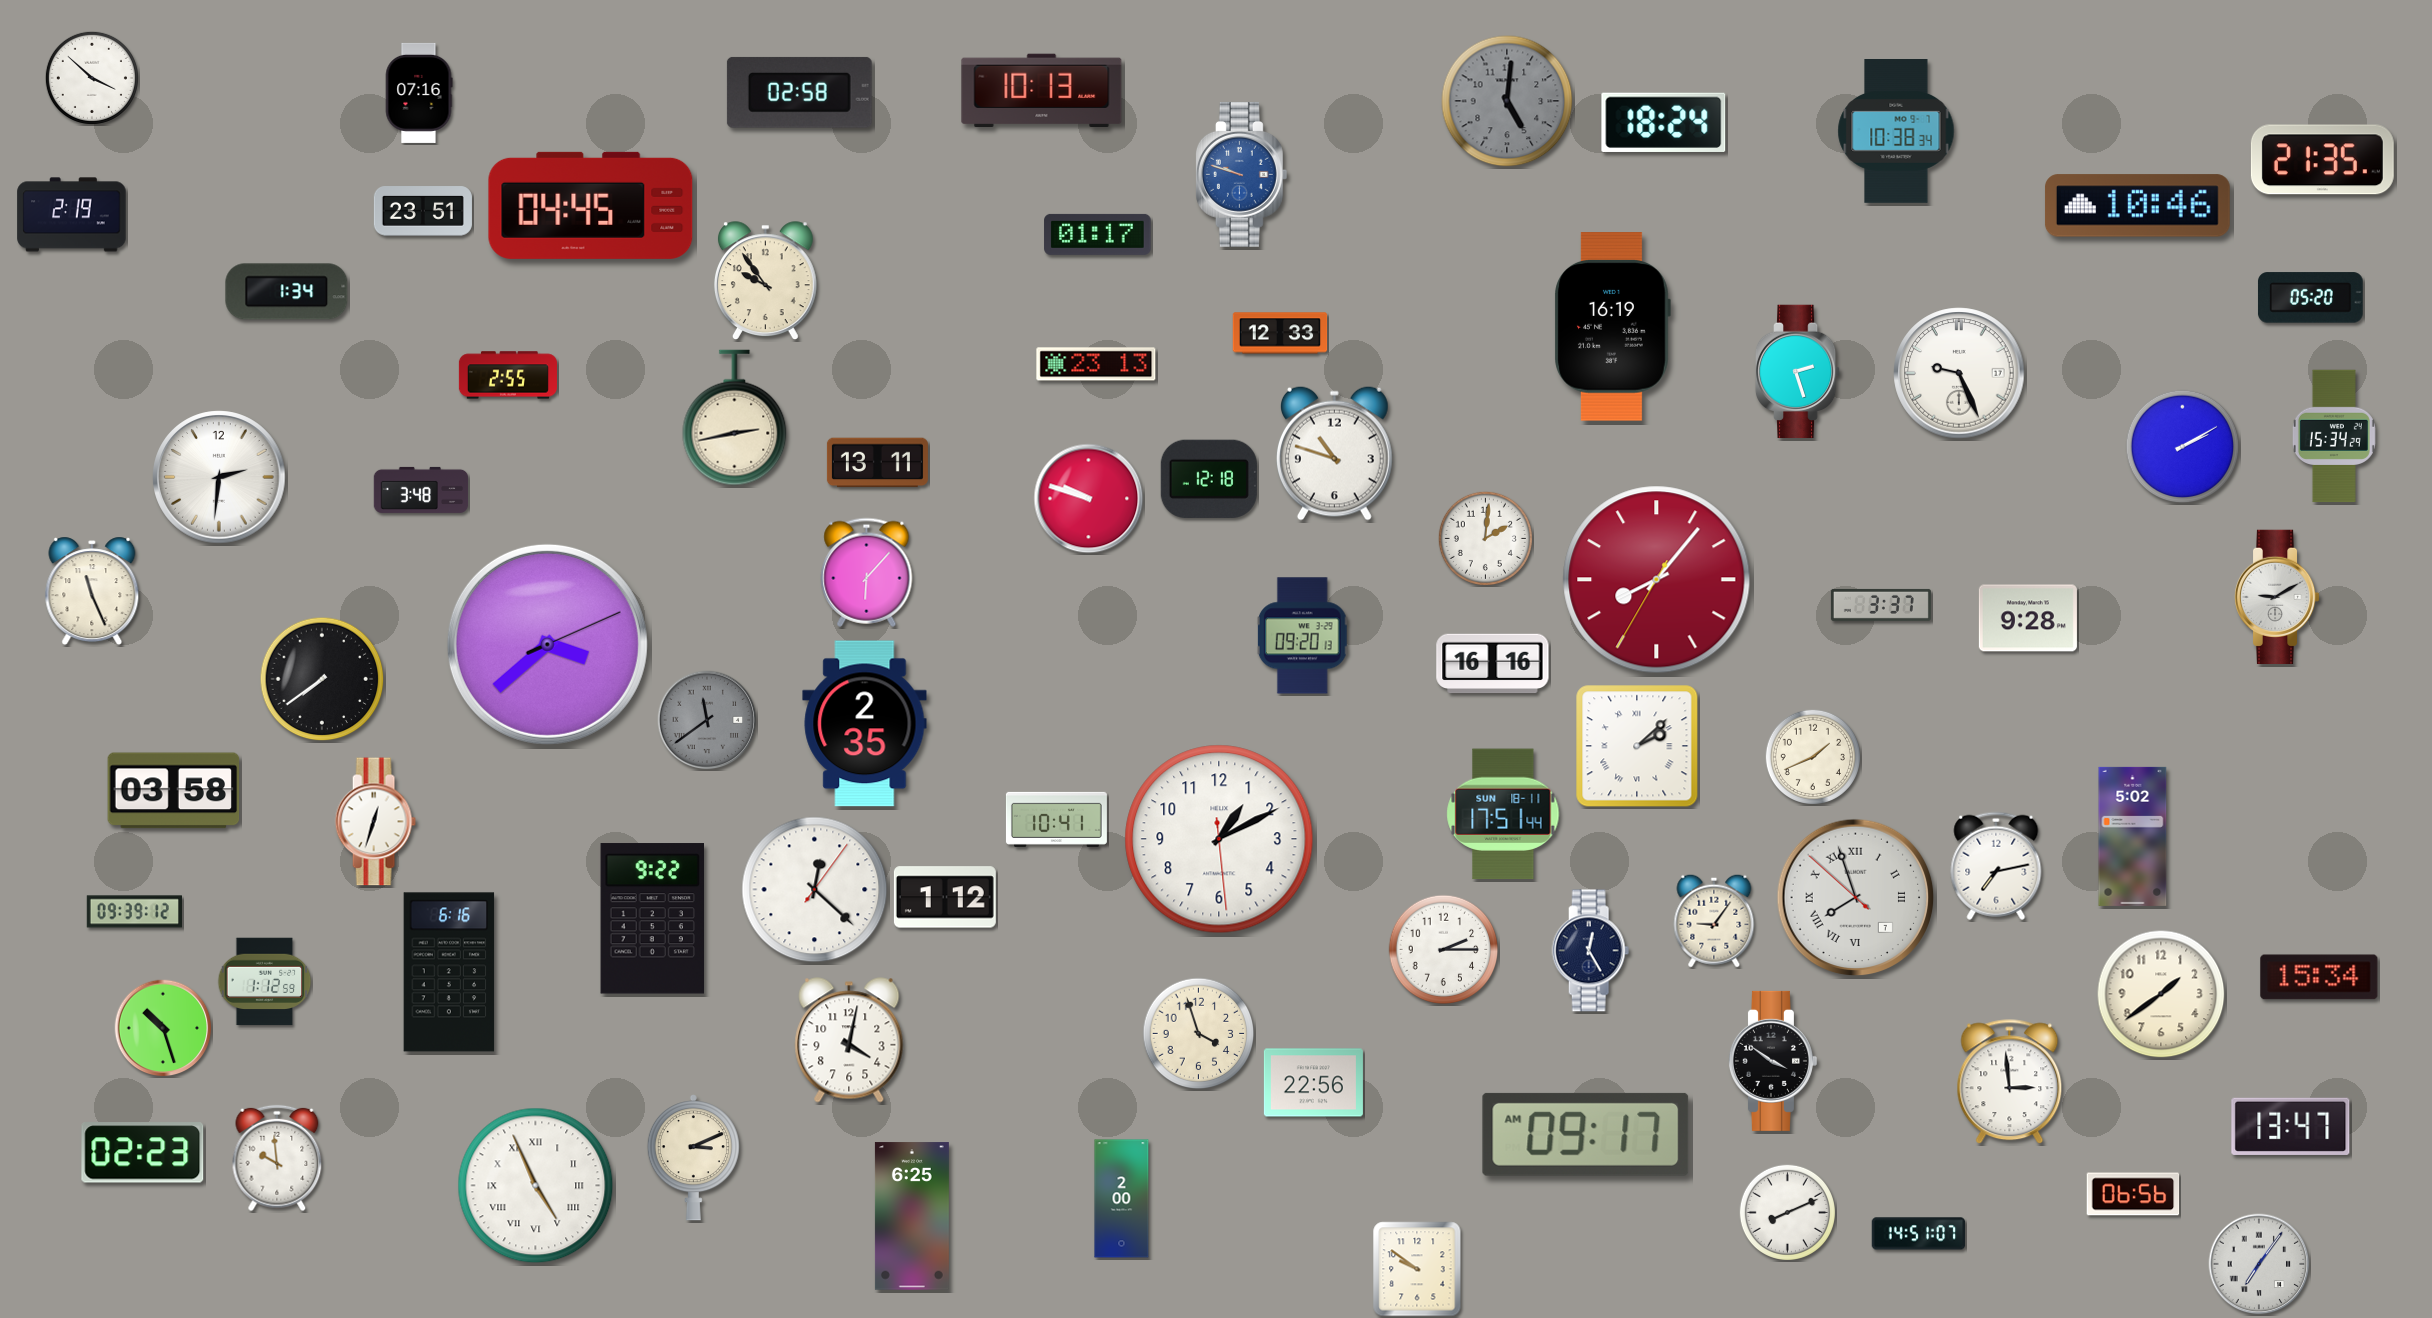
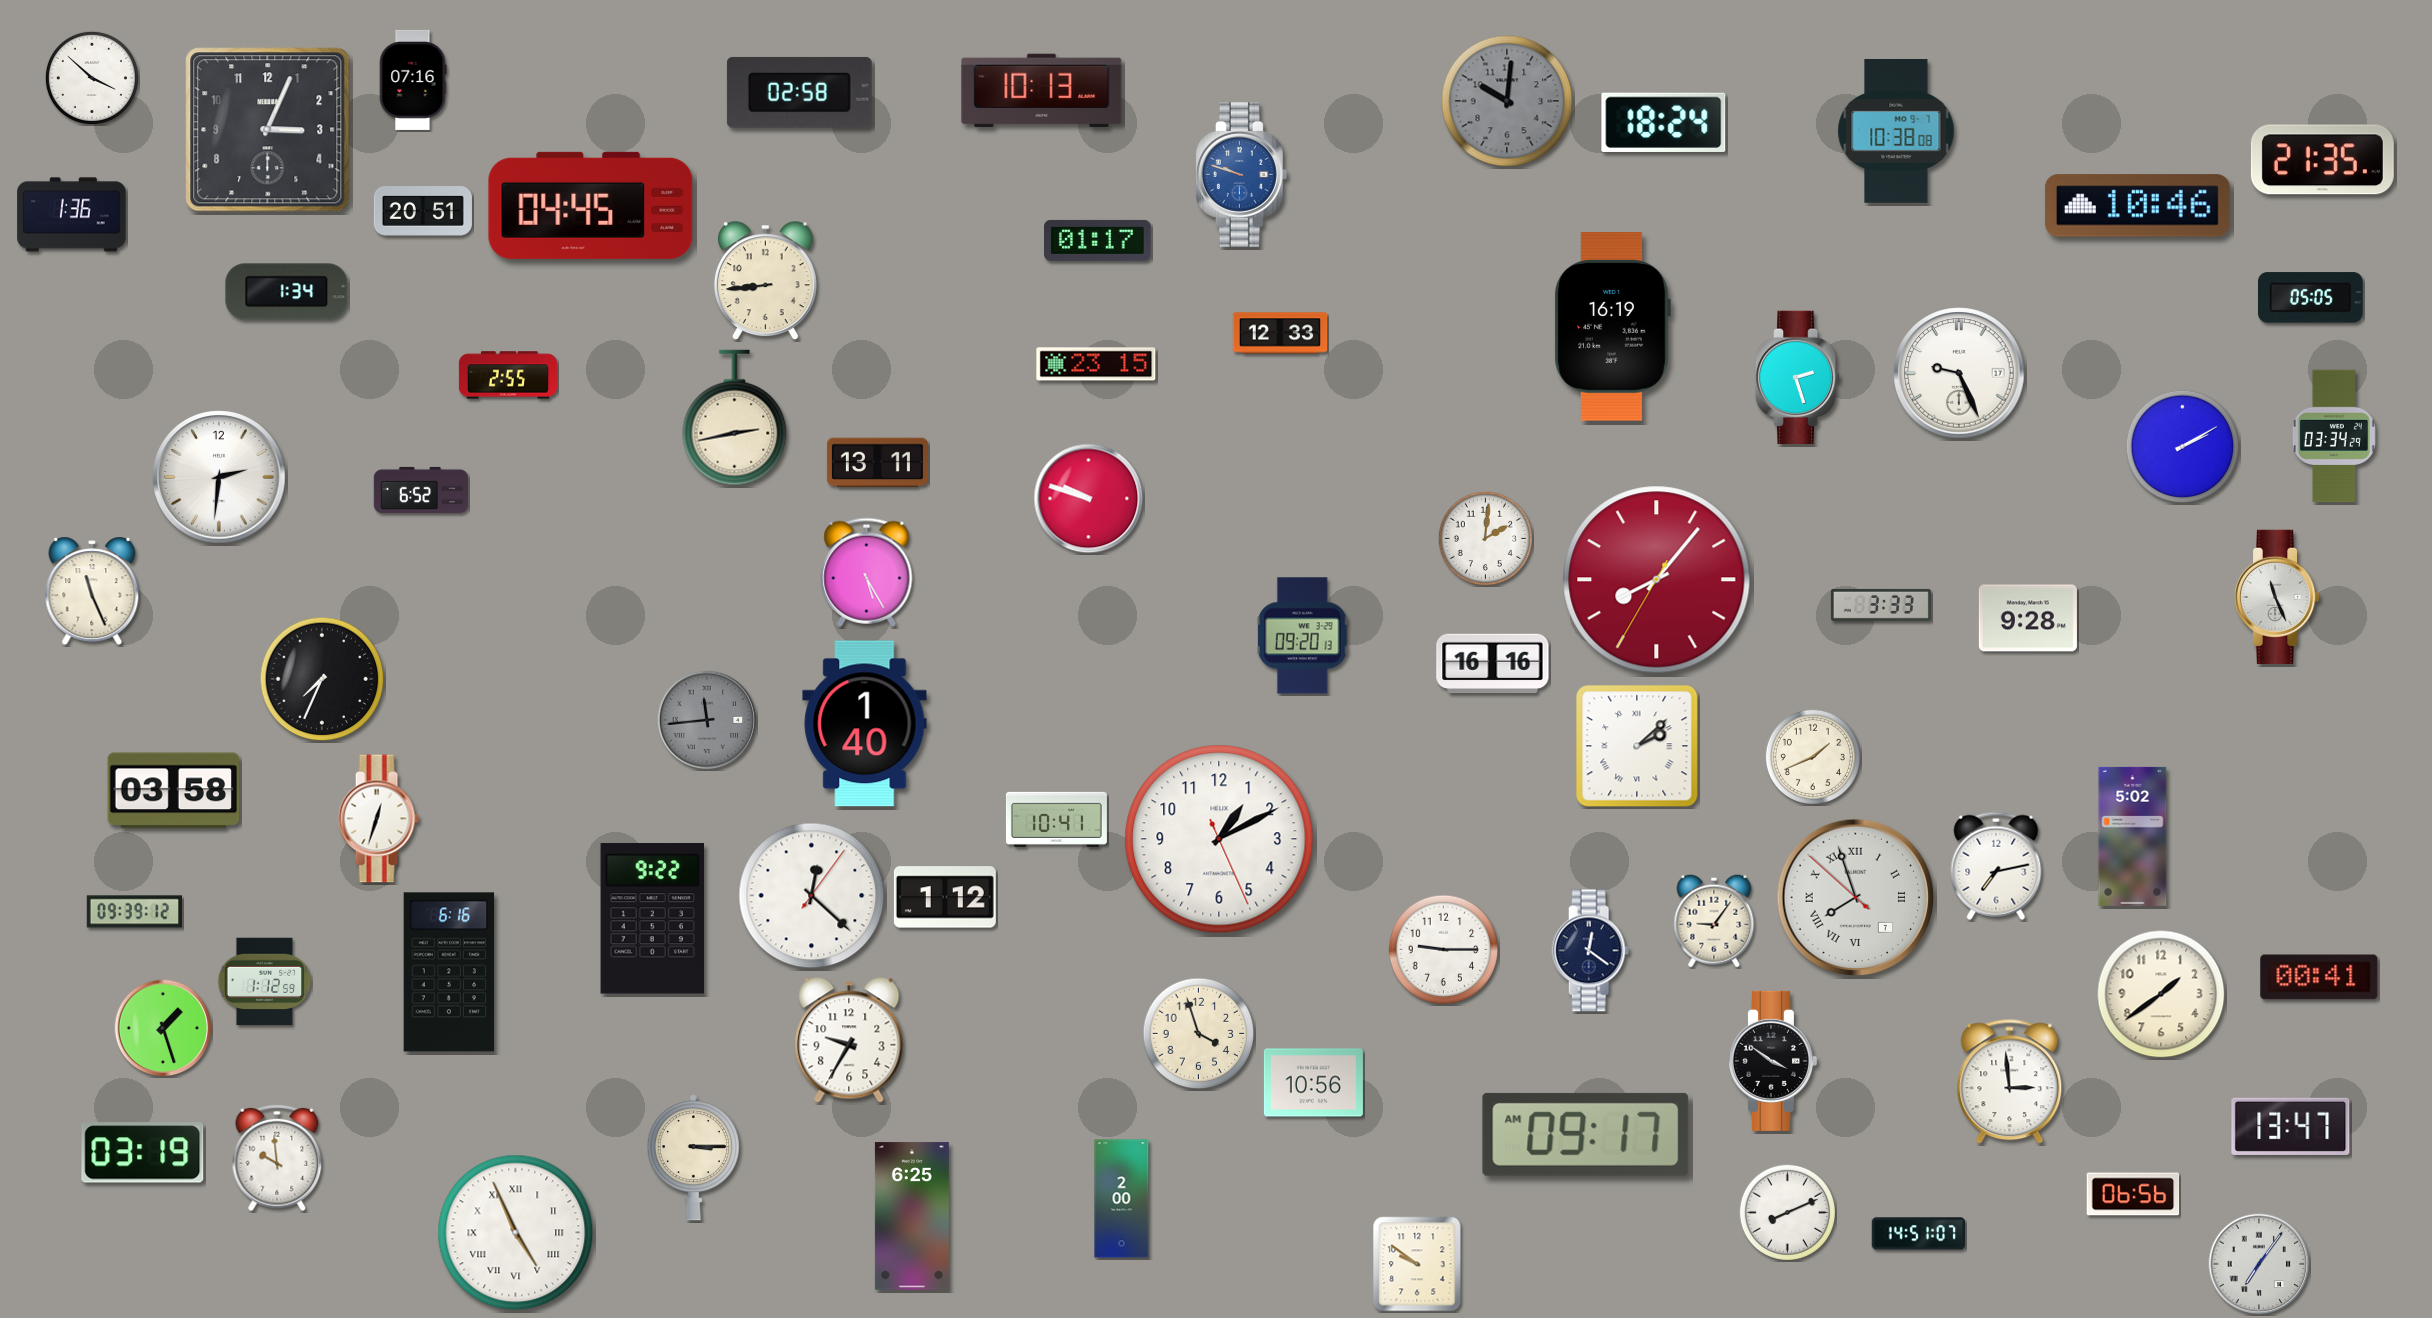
clock at (419, 93) position: (419, 93) -> (413, 80)
clock at (1507, 101): 5:01 -> 10:01
clock at (268, 130): none -> 3:04
clock at (1896, 132): 10:38:34 -> 10:38:08
clock at (423, 211): 23:51 -> 20:51
clock at (72, 215): 2:19 -> 1:36
clock at (1098, 234) position: (1098, 234) -> (1098, 240)
clock at (765, 280): 9:54 -> 8:44
clock at (2310, 298): 05:20 -> 05:05
clock at (1096, 364): 23:13 -> 23:15
clock at (1798, 372) position: (1798, 372) -> (1798, 378)
clock at (2334, 436): 15:34 -> 03:34
clock at (1334, 453): 10:48 -> none
clock at (1209, 479): 12:18 -> none
clock at (421, 490): 3:48 -> 6:52
clock at (867, 572): 6:07 -> 5:25
clock at (2277, 596): 9:10 -> 11:26
clock at (1881, 605): 3:37 -> 3:33
clock at (547, 644): 3:38 -> none
clock at (322, 679): 7:39 -> 7:34
clock at (707, 720): 11:39 -> 11:44
clock at (865, 724): 2:35 -> 1:40
clock at (1503, 814): 17:51 -> none
clock at (375, 822) position: (375, 822) -> (378, 819)
clock at (1219, 839): 1:10:29 -> 1:10:26
clock at (815, 890) position: (815, 890) -> (812, 896)
clock at (1444, 950): 2:15 -> 9:15
clock at (1591, 951): 12:25 -> 12:21
clock at (2319, 977): 15:34 -> 00:41
clock at (163, 1028): 10:27 -> 1:27
clock at (849, 1040): 4:02 -> 9:35
clock at (1313, 1083): 22:56 -> 10:56
clock at (143, 1153): 02:23 -> 03:19
clock at (693, 1158): 3:11 -> 3:15
clock at (536, 1186) position: (536, 1186) -> (516, 1233)
clock at (1417, 1269) position: (1417, 1269) -> (1417, 1264)
